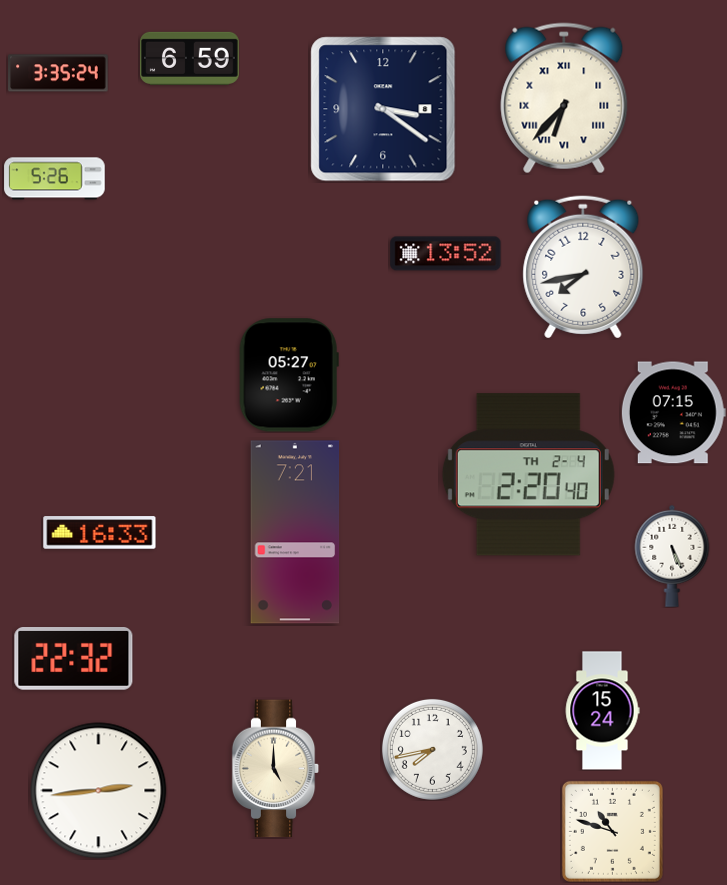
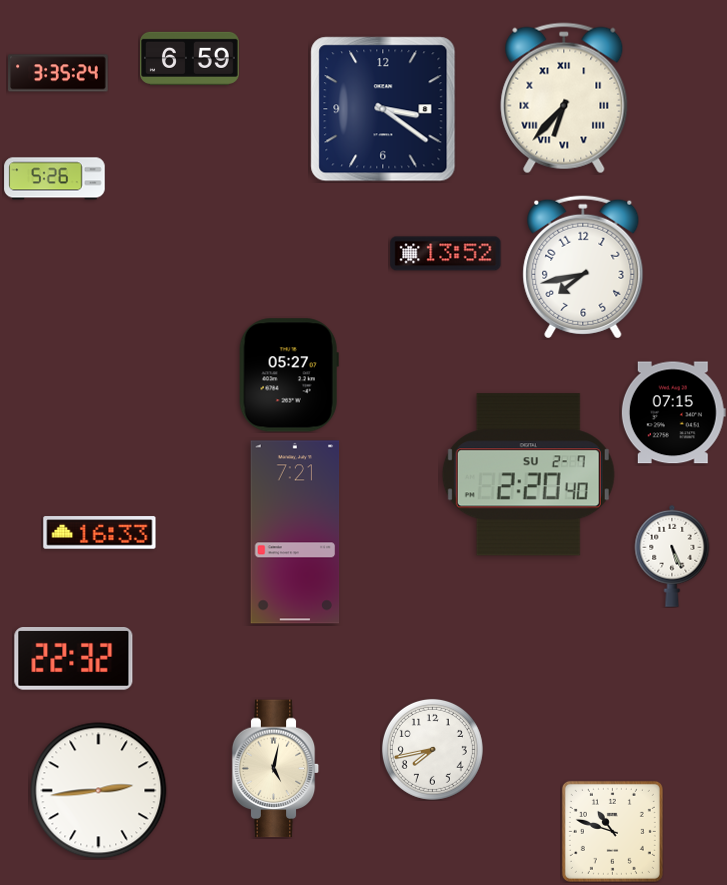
clock at (528, 475) date: TH 2-4 -> SU 2-7
clock at (602, 711): 15:24 -> none
clock at (276, 769): 5:00 -> 5:02
